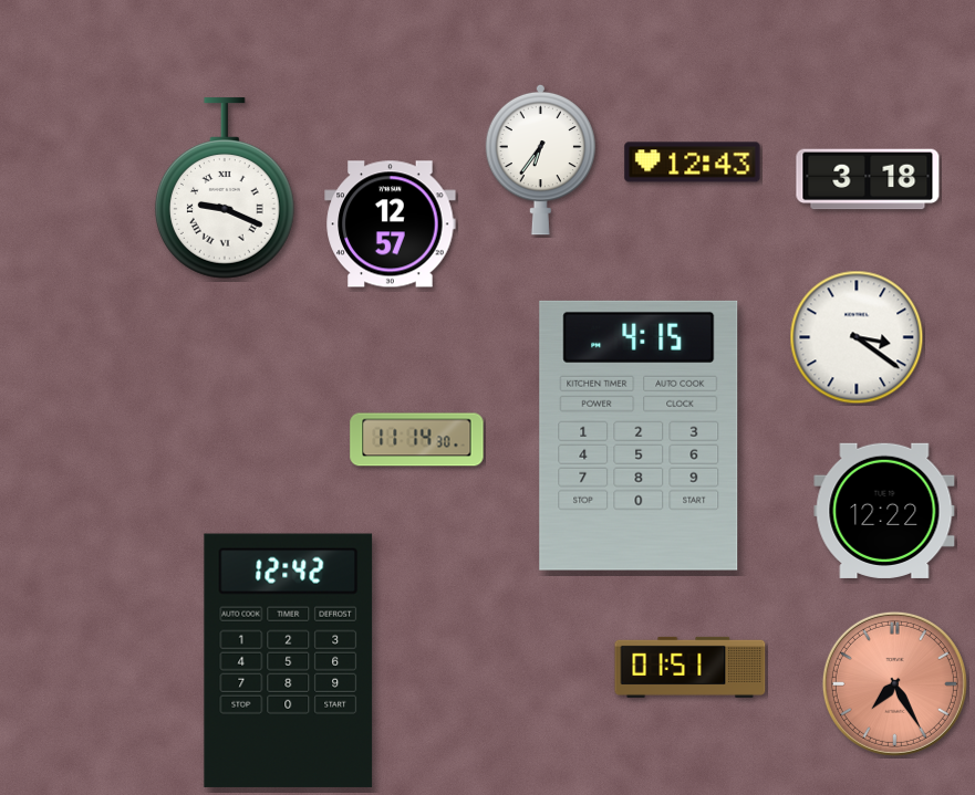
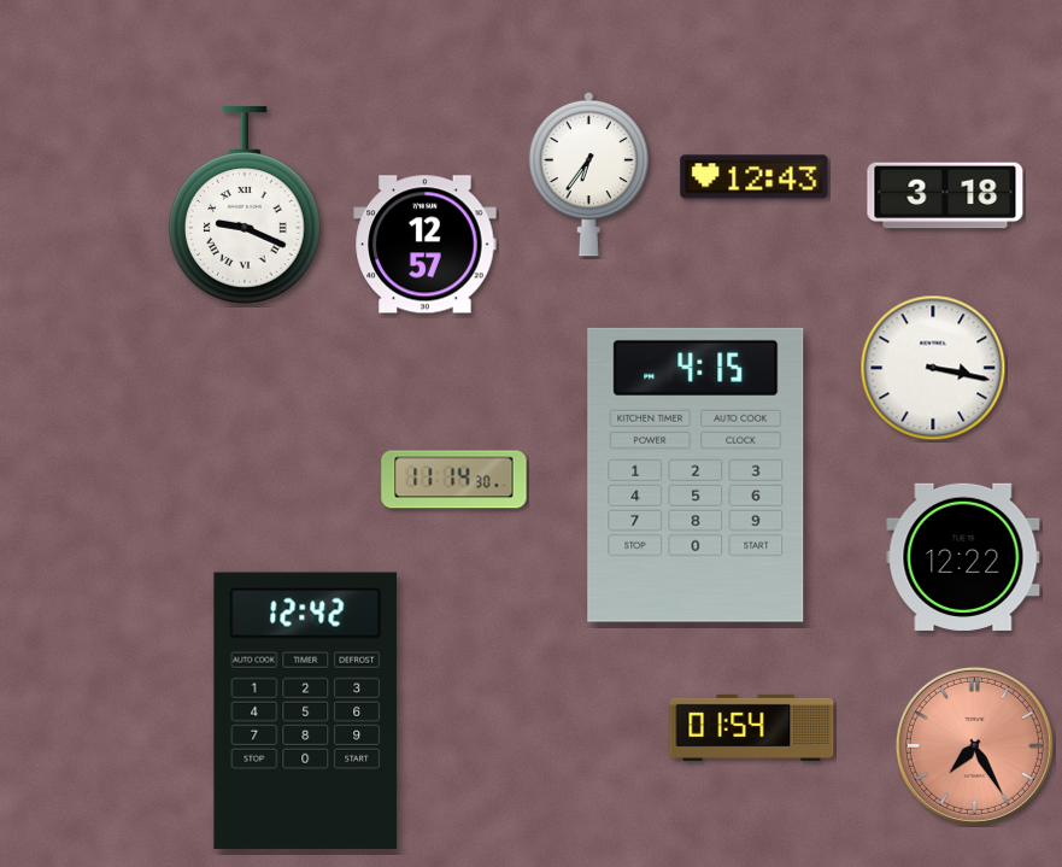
clock at (857, 337): 3:21 -> 3:17
clock at (289, 660) position: (289, 660) -> (306, 710)
clock at (691, 667): 01:51 -> 01:54
